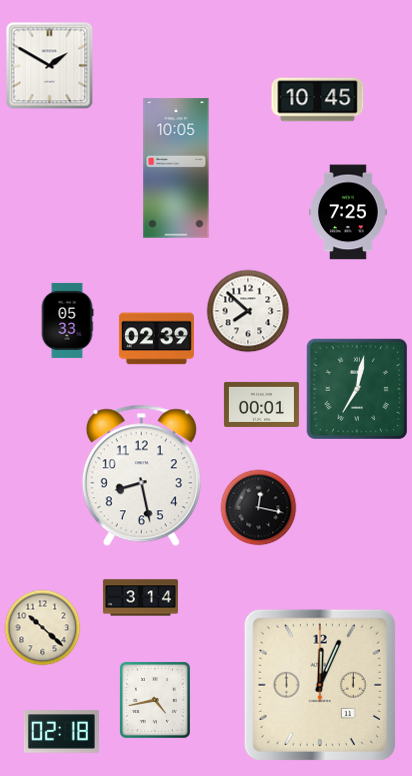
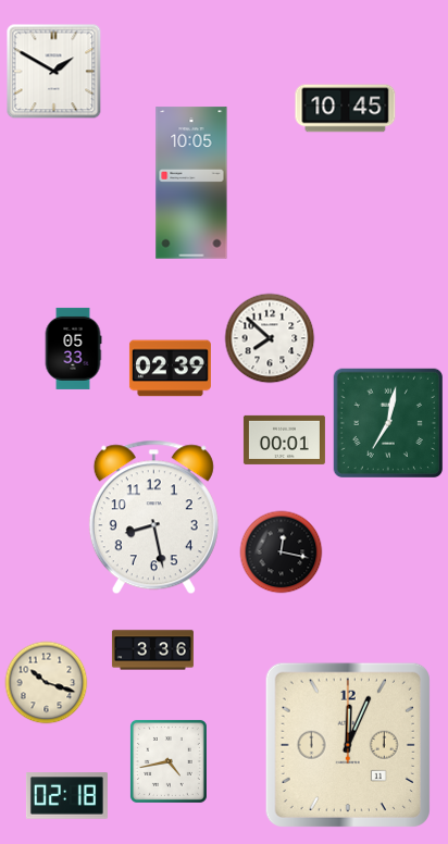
clock at (349, 212): 7:25 -> none
clock at (140, 598): 3:14 -> 3:36
clock at (43, 628): 10:22 -> 10:18
